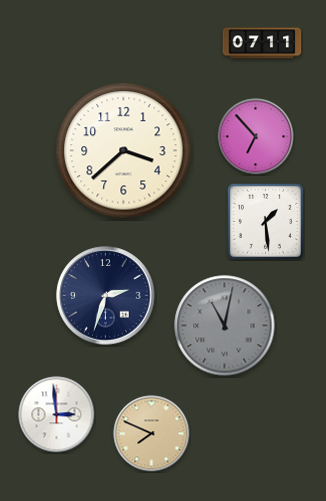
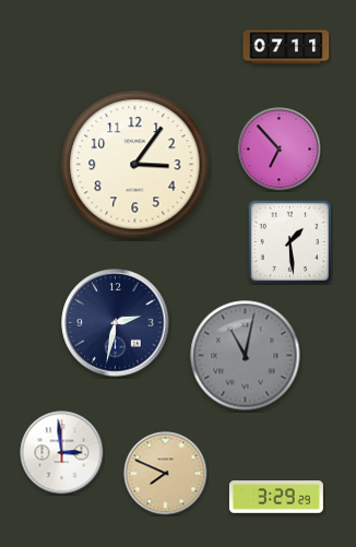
clock at (124, 151): 3:38 -> 3:06
clock at (106, 296): 2:33 -> 2:32
clock at (276, 497): none -> 3:29
